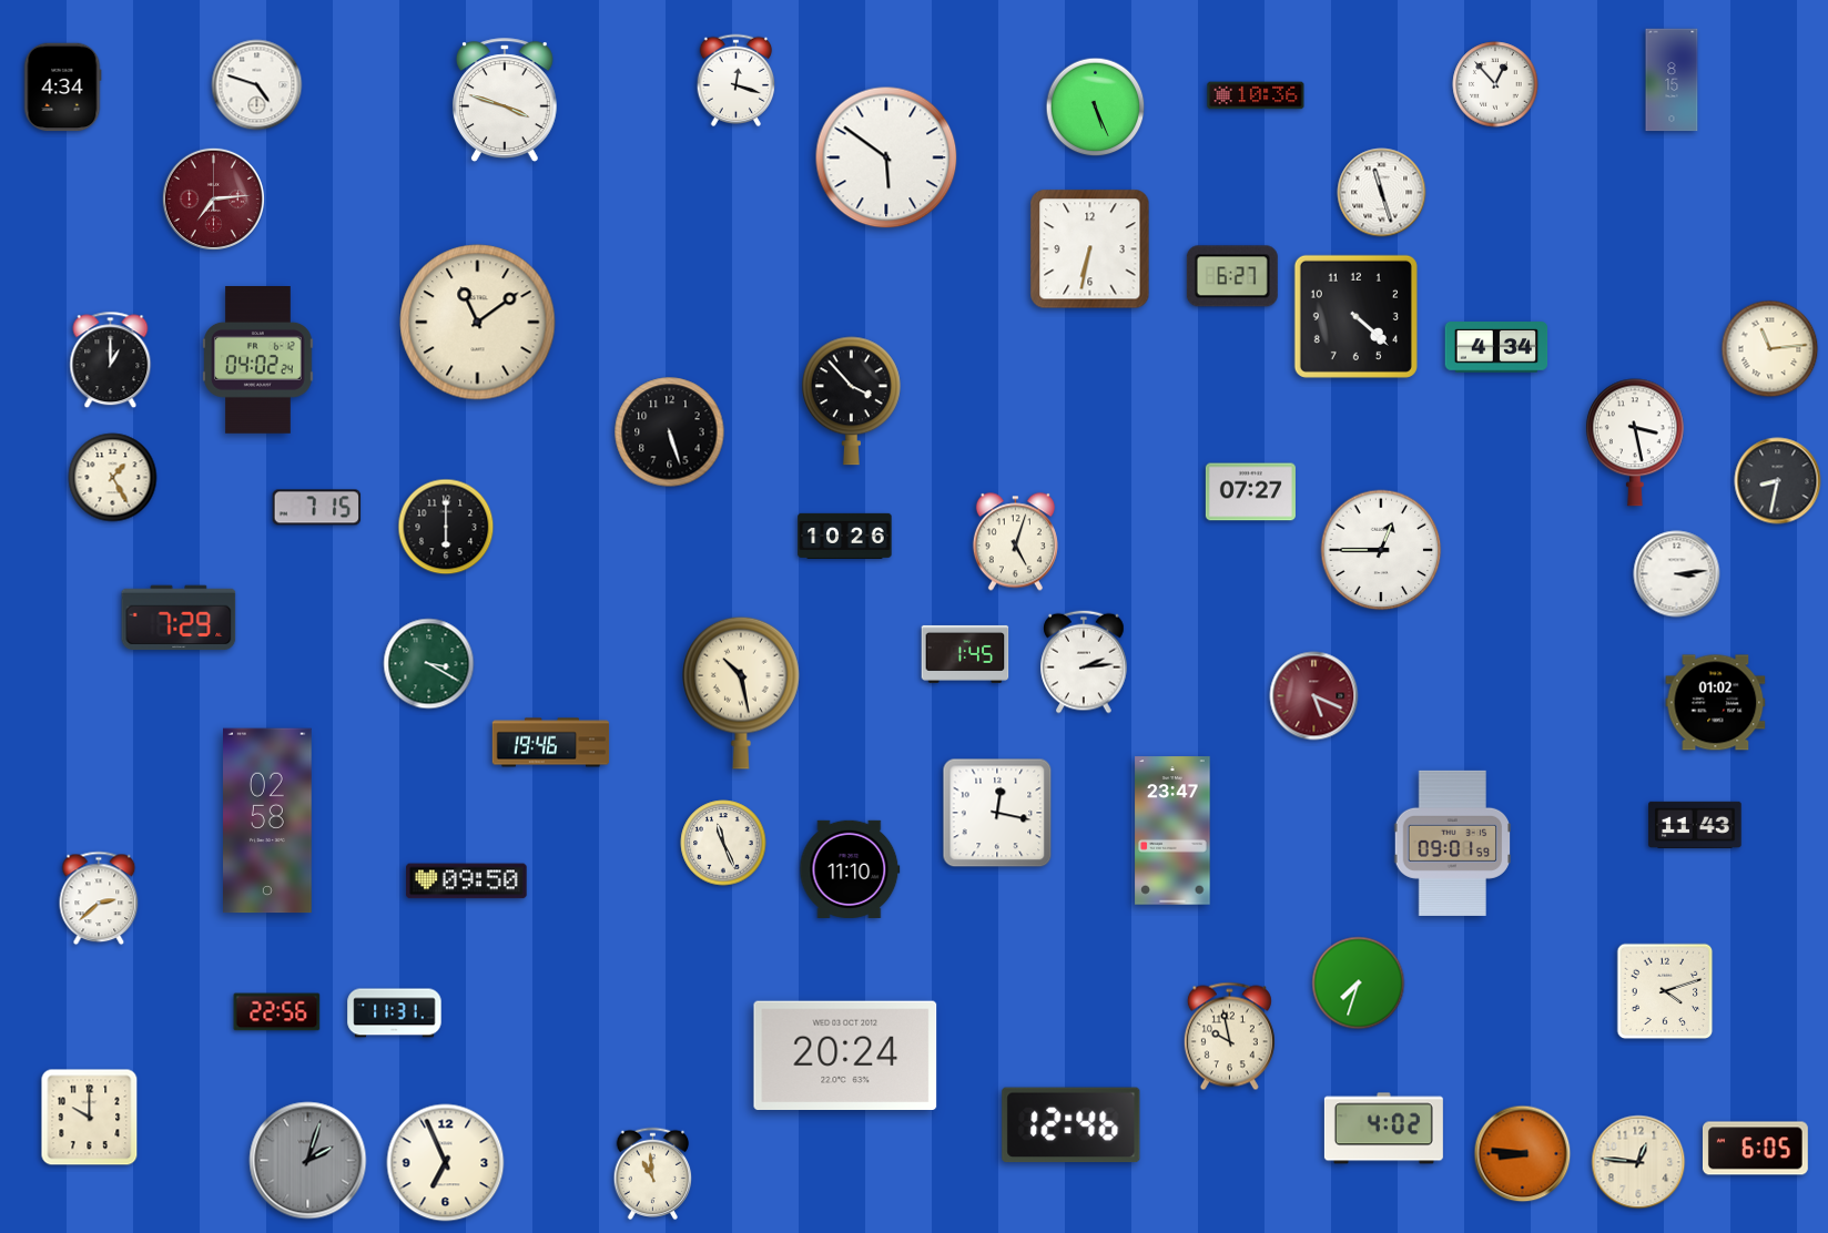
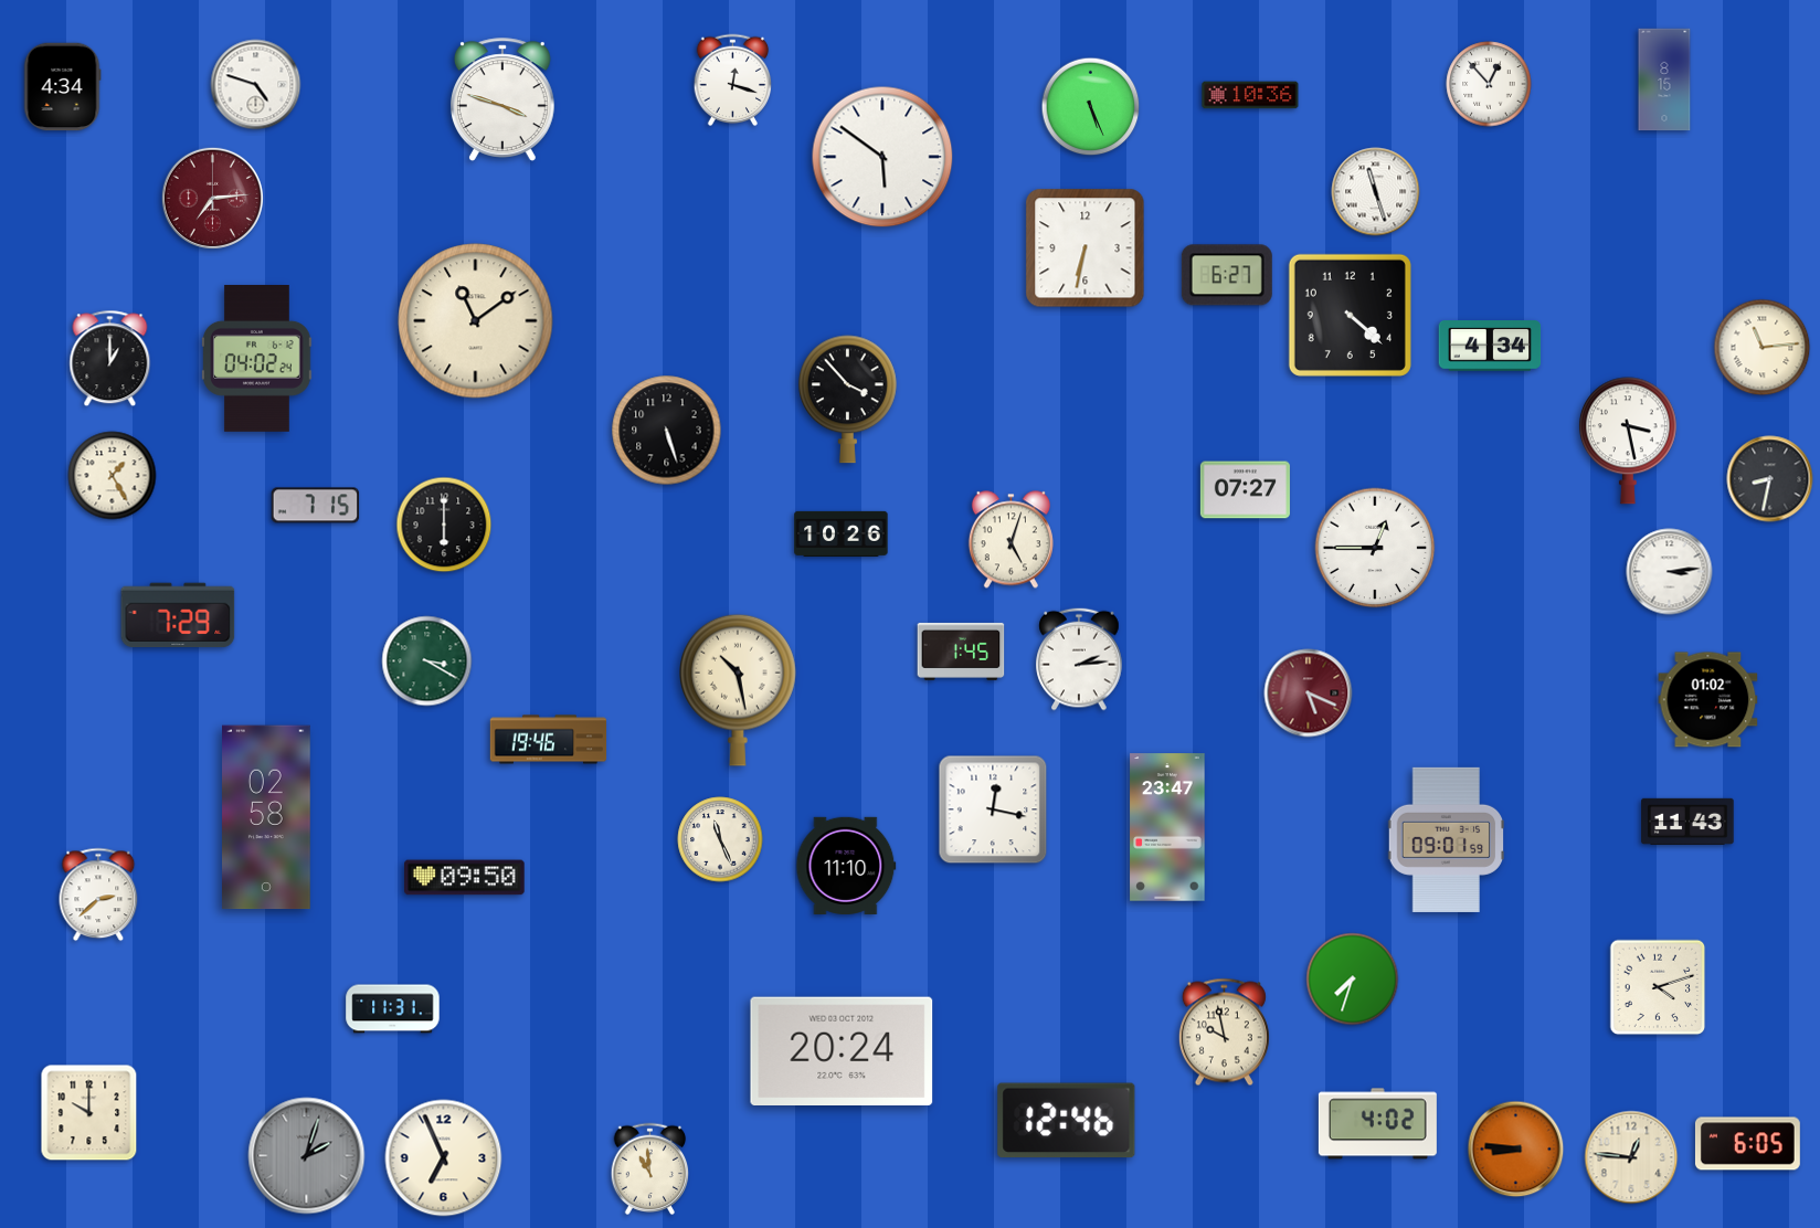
clock at (277, 1012): 22:56 -> none
